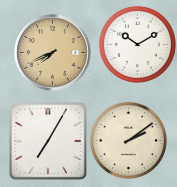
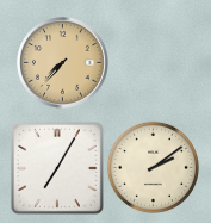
clock at (137, 44): 10:10 -> none
clock at (53, 53): 7:41 -> 7:37
